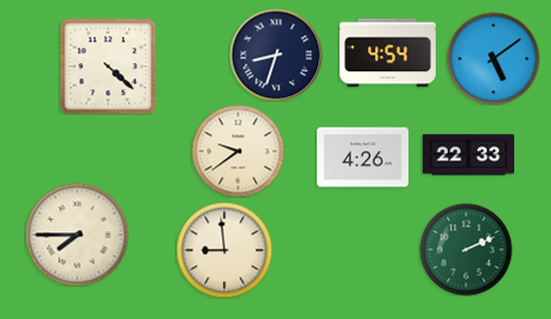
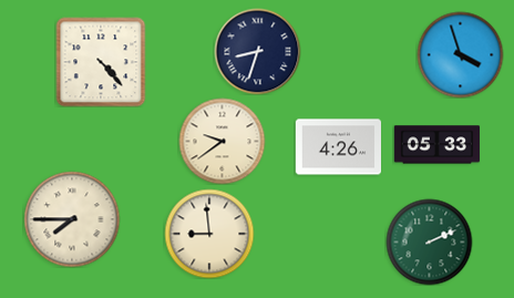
clock at (387, 53): 4:54 -> none
clock at (493, 58): 5:09 -> 3:57
clock at (108, 66): 4:22 -> 4:23
clock at (468, 155): 22:33 -> 05:33
clock at (465, 249) position: (465, 249) -> (429, 242)
